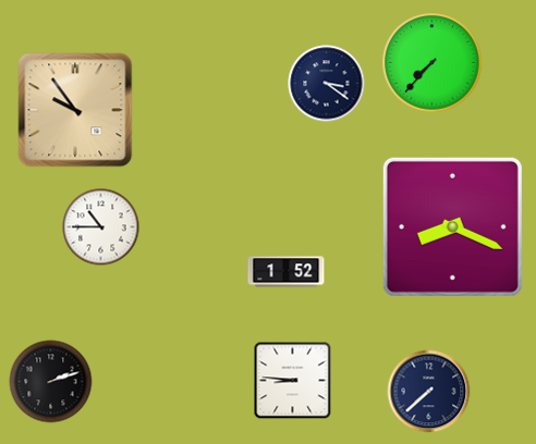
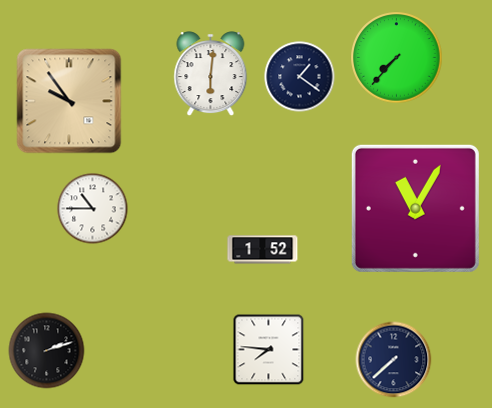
clock at (211, 74): none -> 6:01
clock at (327, 84): 3:21 -> 1:21
clock at (452, 226): 8:19 -> 11:05
clock at (293, 381): 8:46 -> 7:46
